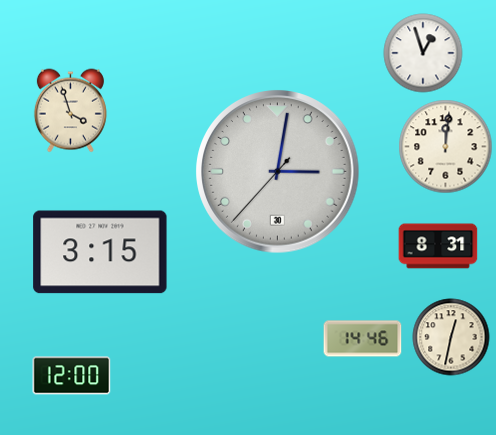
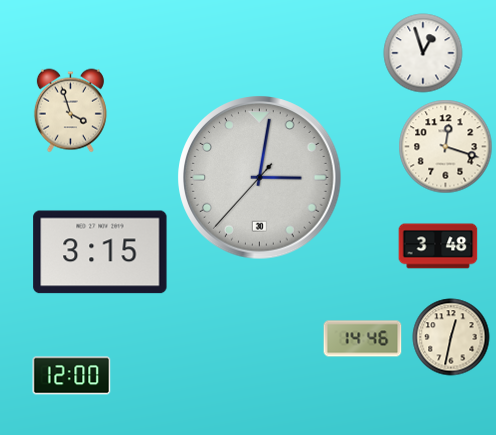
clock at (446, 147): 12:01 -> 12:18
clock at (278, 172) position: (278, 172) -> (260, 178)
clock at (438, 246): 8:31 -> 3:48
